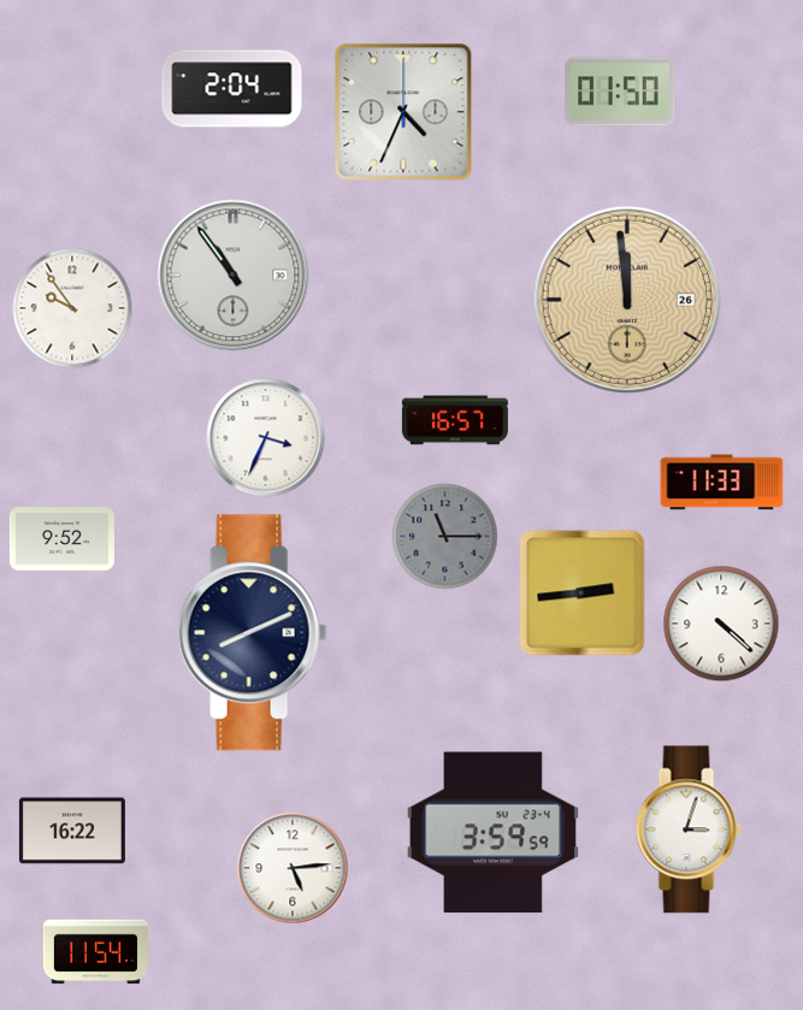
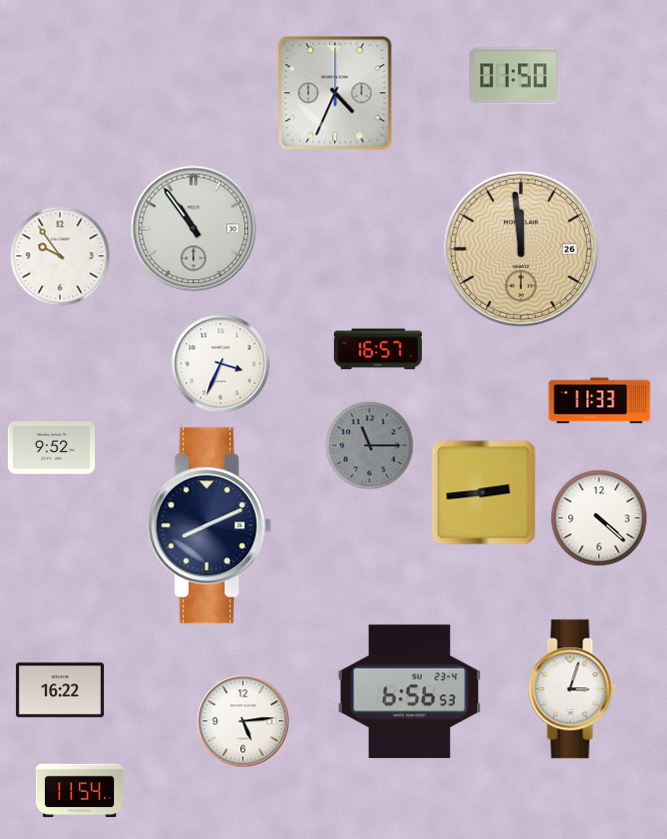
clock at (232, 89): 2:04 -> none
clock at (492, 833): 3:59 -> 6:56
